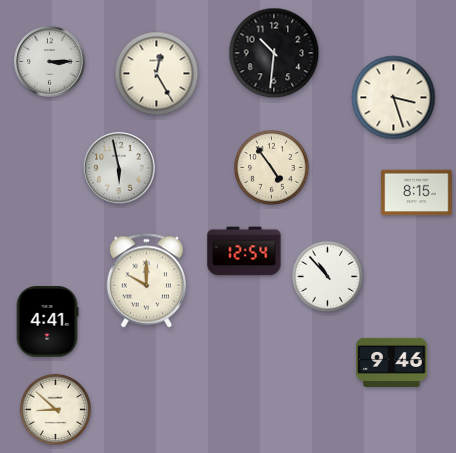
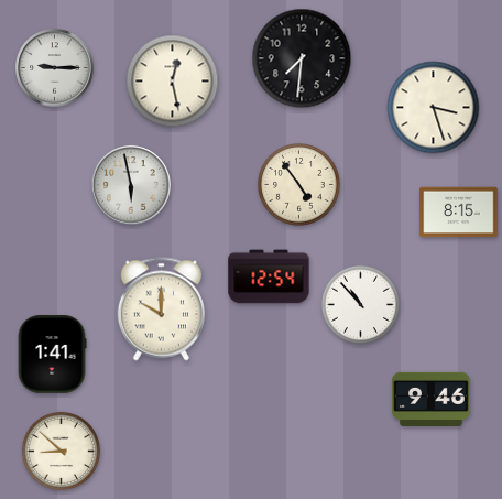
clock at (274, 53): 10:31 -> 7:31
clock at (50, 62): 3:15 -> 9:15
clock at (157, 74): 12:25 -> 12:28
clock at (47, 322): 4:41 -> 1:41
